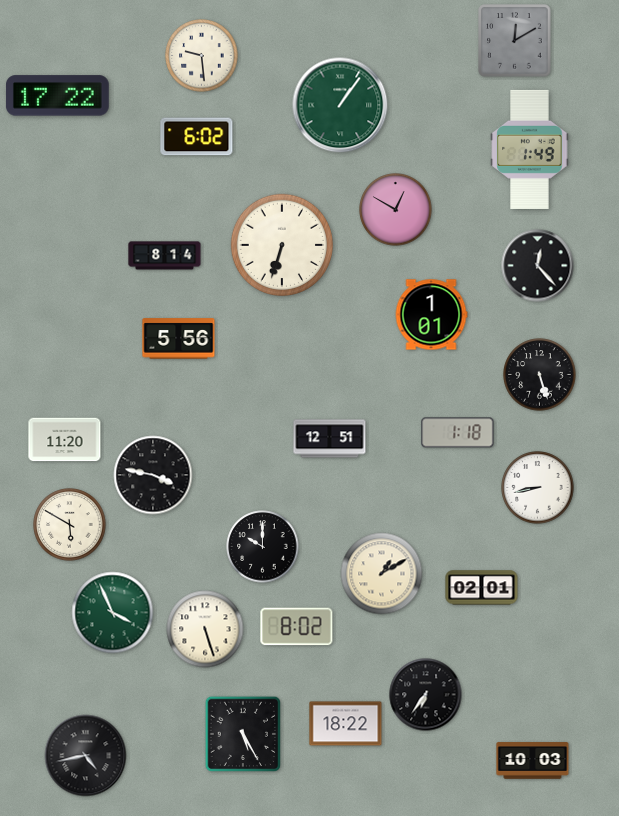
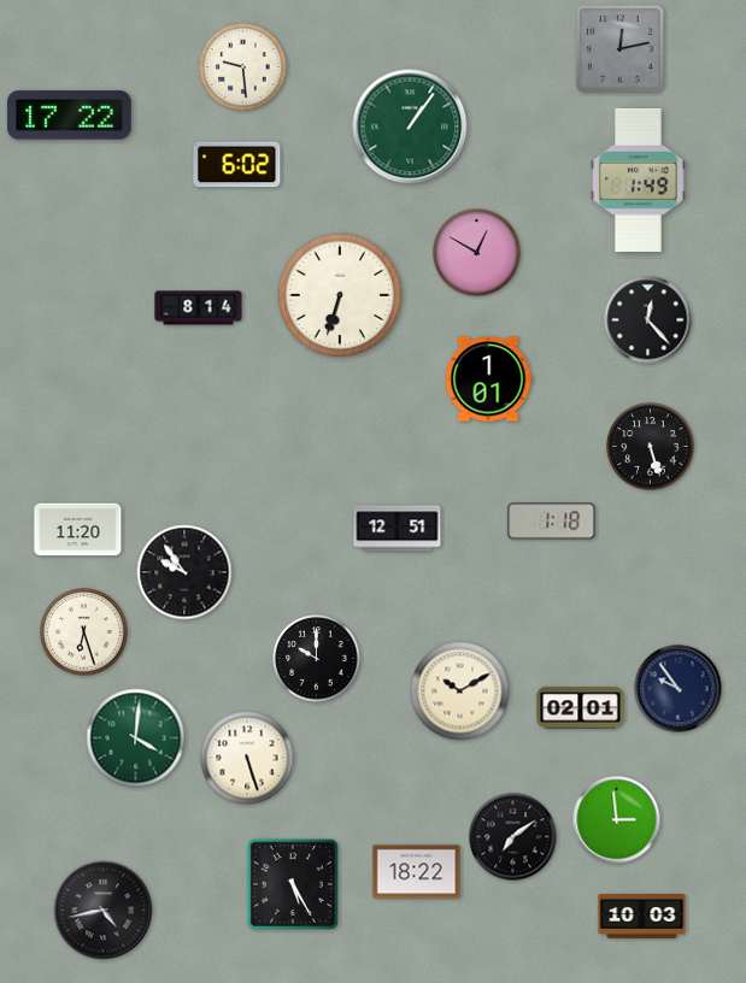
clock at (515, 41): 12:10 -> 12:13
clock at (431, 315) position: (431, 315) -> (488, 379)
clock at (179, 339): 5:56 -> none
clock at (540, 375) position: (540, 375) -> (651, 447)
clock at (153, 475): 3:47 -> 9:54
clock at (538, 488): 8:43 -> none
clock at (70, 525): 5:50 -> 6:27
clock at (679, 689): none -> 9:54
clock at (382, 574): 1:10 -> 10:10
clock at (113, 613): 3:56 -> 4:01
clock at (297, 627): 8:02 -> none
clock at (617, 820): none -> 2:59
clock at (426, 695): 6:36 -> 7:09
